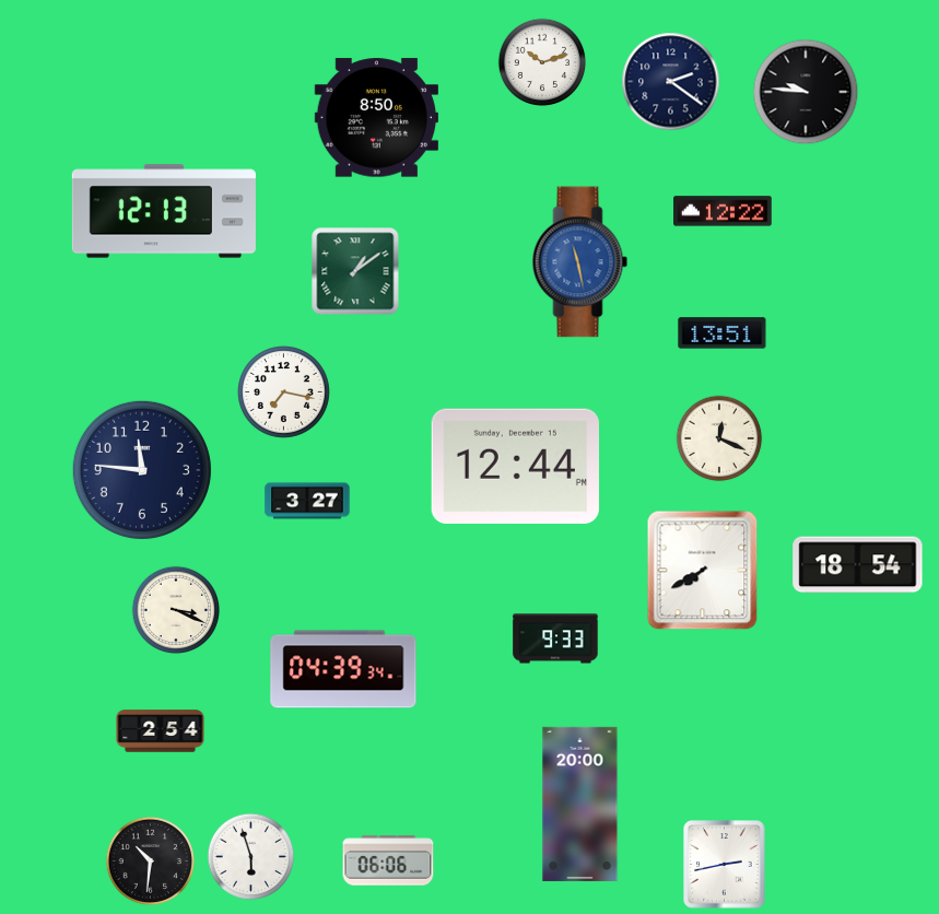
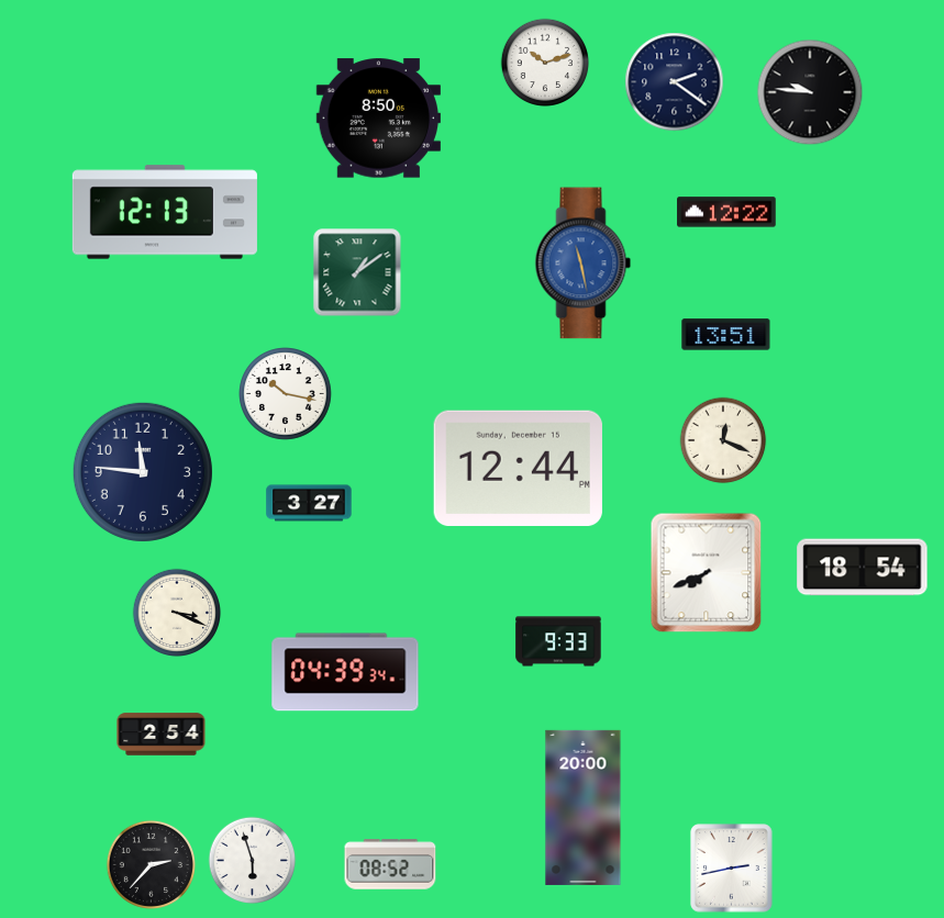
clock at (284, 392): 7:17 -> 10:17
clock at (703, 571): 7:40 -> 7:41
clock at (150, 860): 10:31 -> 2:37
clock at (388, 860): 06:06 -> 08:52
clock at (725, 865) position: (725, 865) -> (732, 869)
